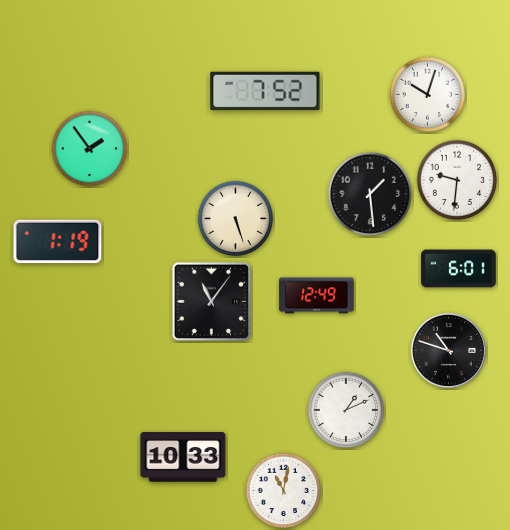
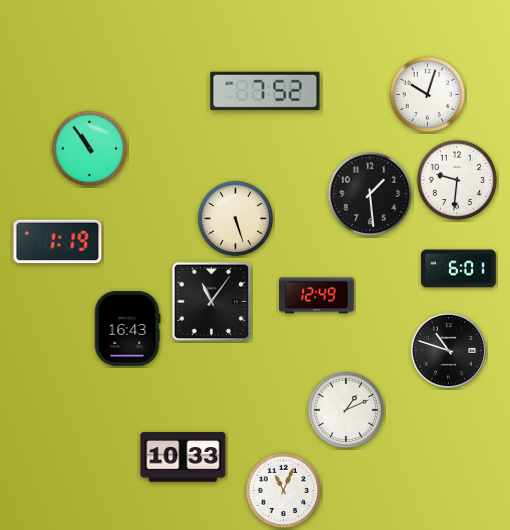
clock at (90, 149): 1:54 -> 10:54
clock at (127, 329): none -> 16:43
clock at (284, 491): 11:02 -> 11:04
